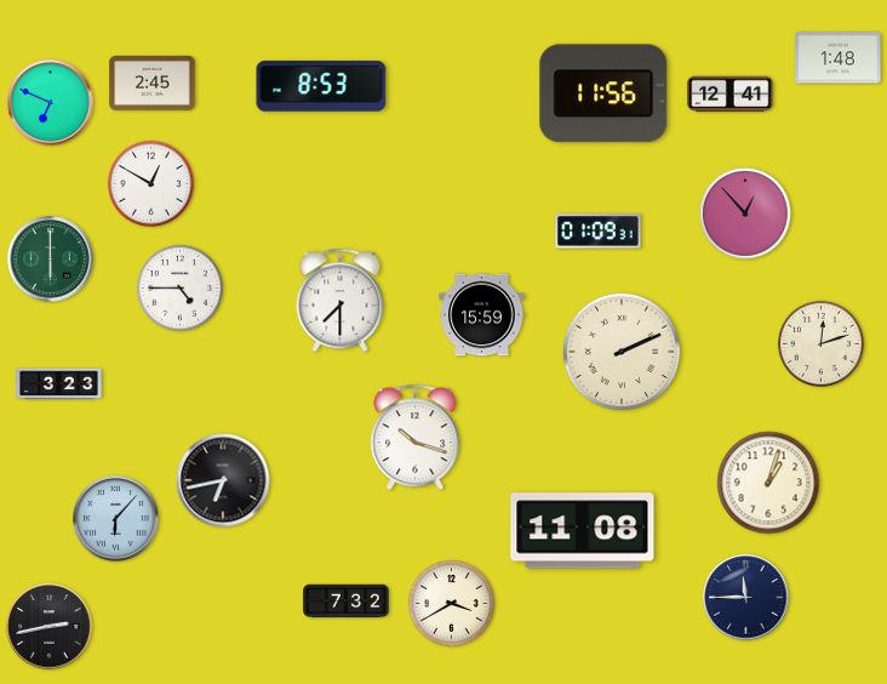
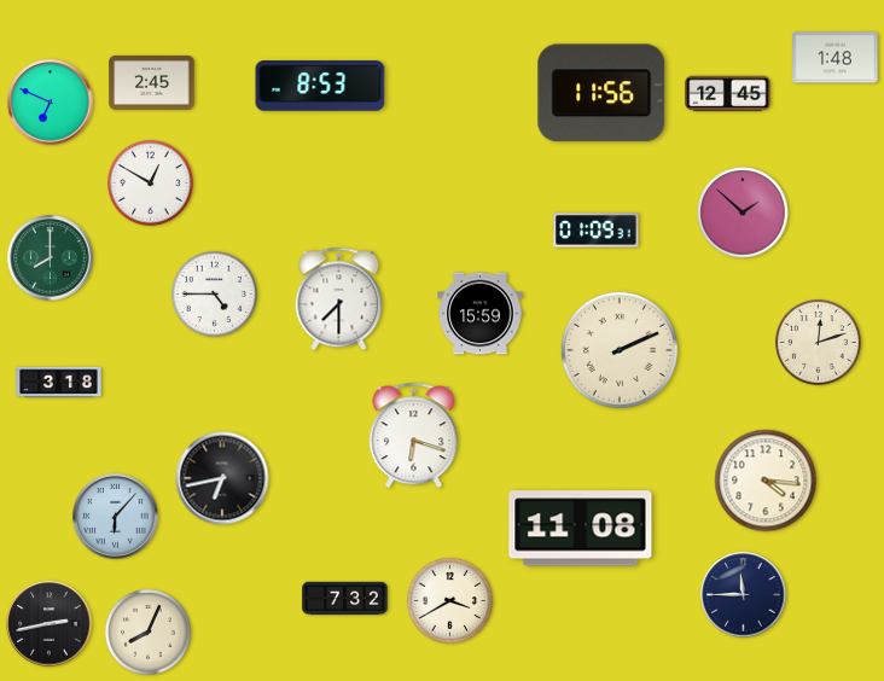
clock at (731, 95): 12:41 -> 12:45
clock at (745, 213): 12:53 -> 1:52
clock at (51, 260): 6:00 -> 8:00
clock at (179, 287) position: (179, 287) -> (214, 293)
clock at (59, 384): 3:23 -> 3:18
clock at (416, 438): 10:18 -> 6:18
clock at (768, 483): 1:03 -> 4:16
clock at (147, 631): none -> 8:04
